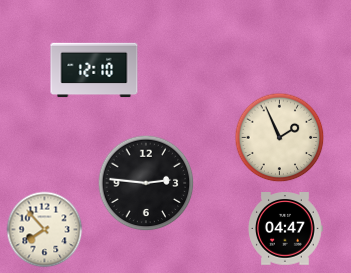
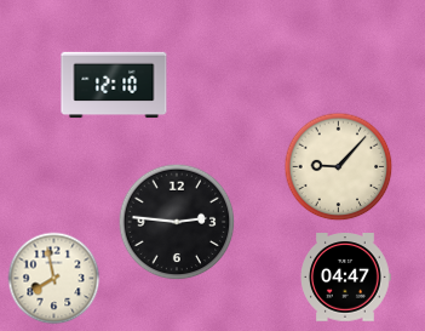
clock at (280, 138): 1:56 -> 9:07
clock at (45, 230): 7:53 -> 7:58
